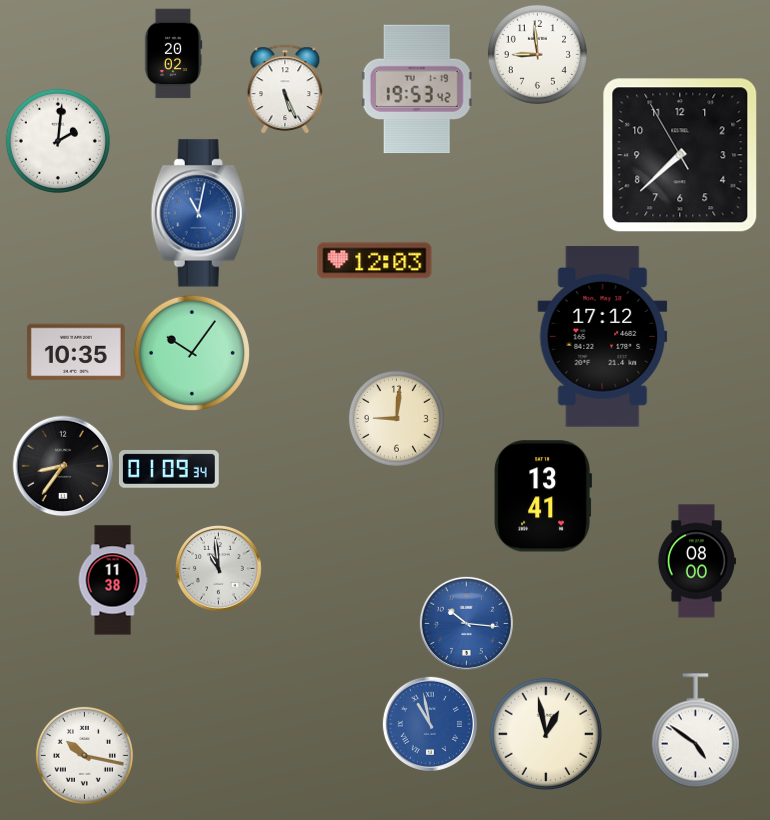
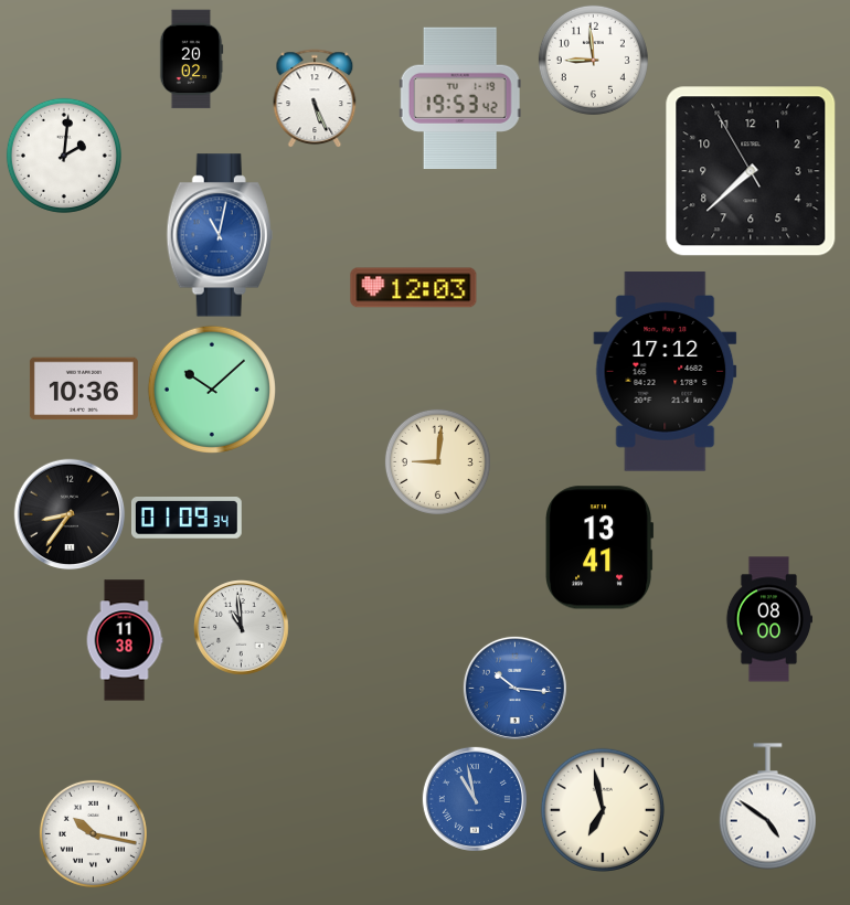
clock at (76, 352): 10:35 -> 10:36
clock at (192, 353): 10:06 -> 10:08
clock at (546, 734): 12:58 -> 6:58
